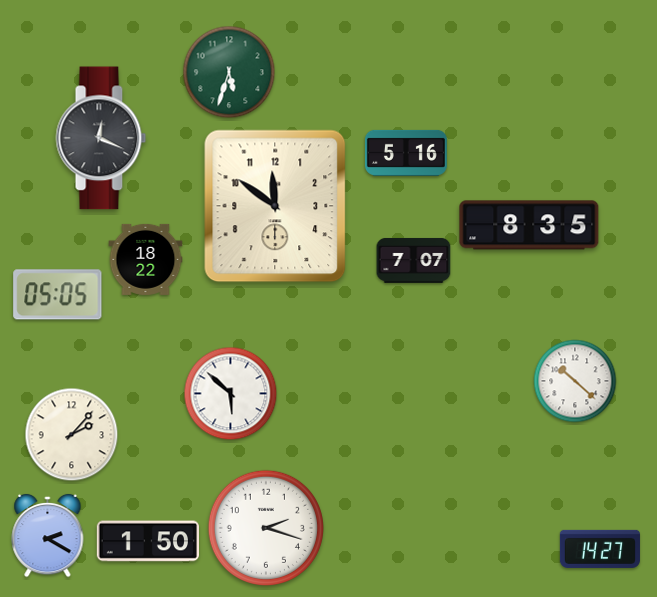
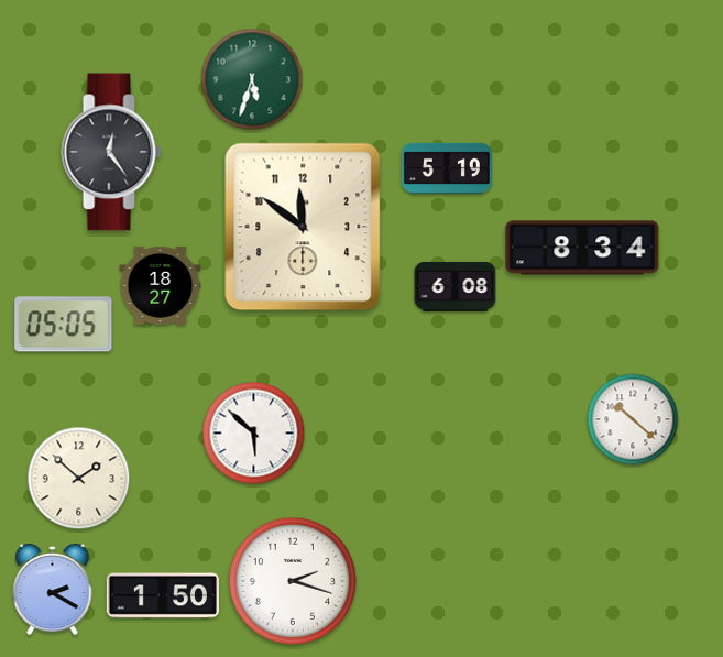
clock at (101, 138): 12:19 -> 12:24
clock at (406, 153): 5:16 -> 5:19
clock at (529, 225): 8:35 -> 8:34
clock at (146, 259): 18:22 -> 18:27
clock at (414, 260): 7:07 -> 6:08
clock at (72, 435): 2:07 -> 1:52
clock at (600, 549): 14:27 -> none
